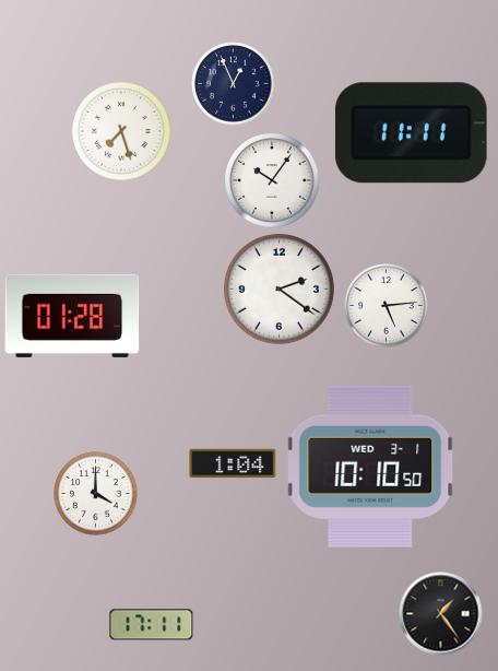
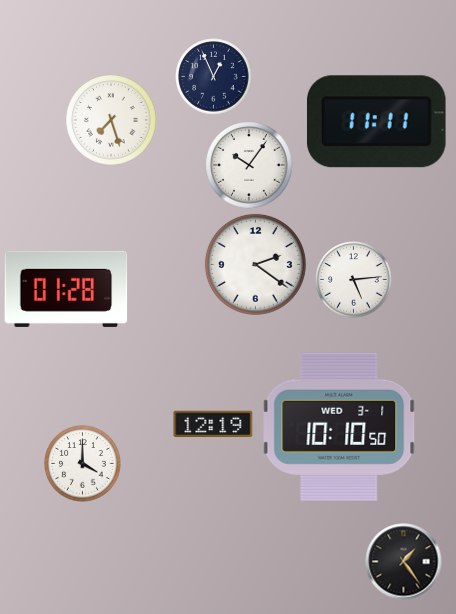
clock at (233, 463): 1:04 -> 12:19
clock at (96, 494) position: (96, 494) -> (83, 464)
clock at (152, 625): 17:11 -> none
